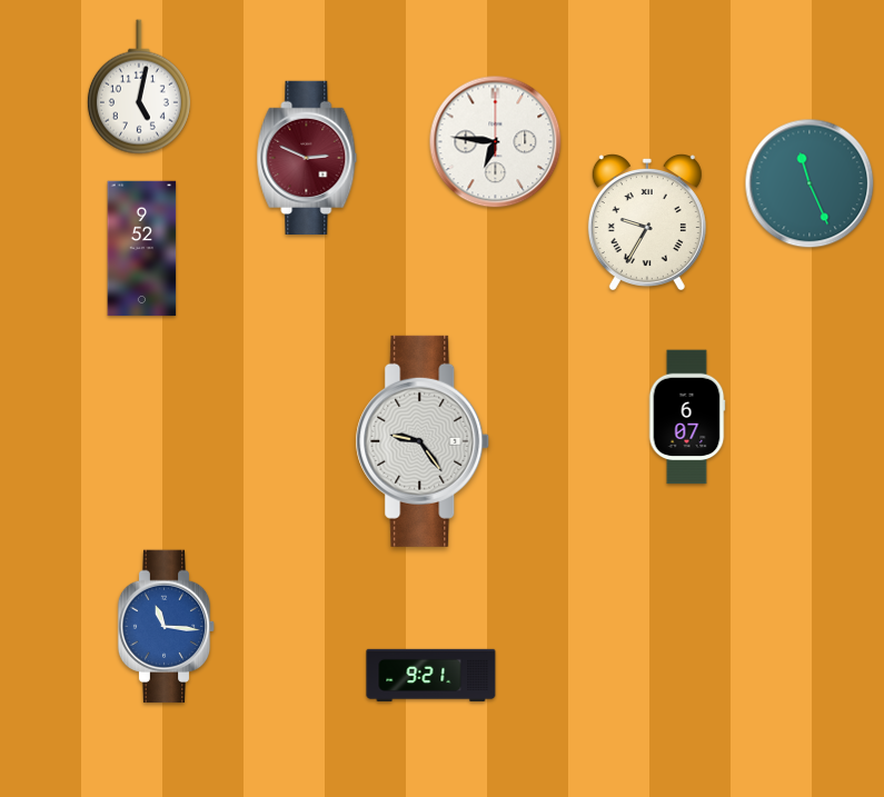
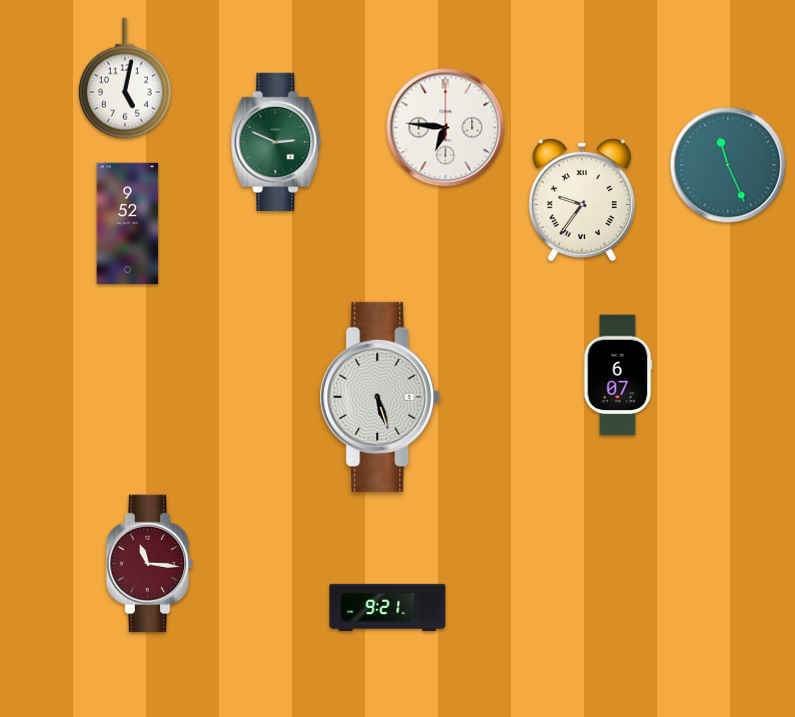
clock at (307, 157) dial: burgundy -> green
clock at (647, 222): 9:35 -> 9:36
clock at (423, 441): 9:24 -> 5:27
clock at (167, 627) dial: blue -> burgundy
